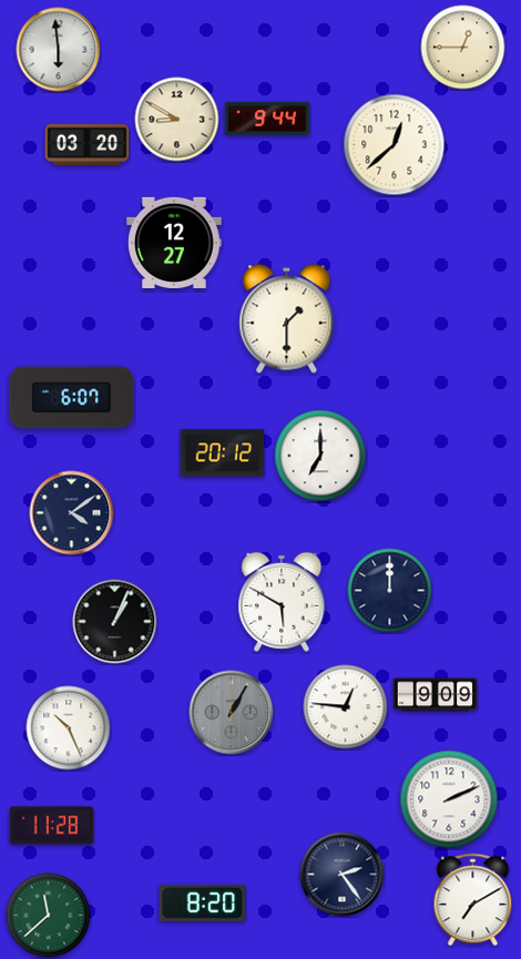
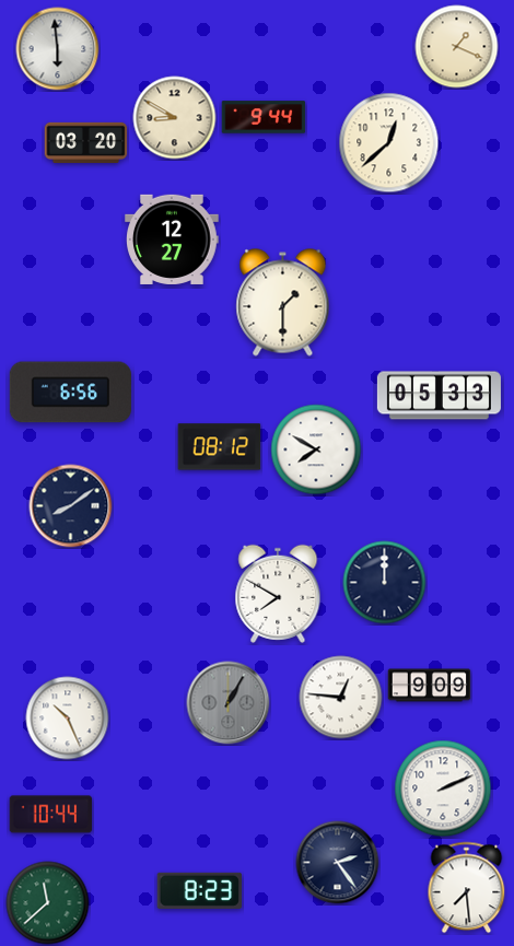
clock at (463, 48): 12:45 -> 1:19
clock at (287, 319) position: (287, 319) -> (283, 303)
clock at (71, 398): 6:07 -> 6:56
clock at (439, 396): none -> 05:33
clock at (223, 453): 20:12 -> 08:12
clock at (320, 456): 7:00 -> 7:50
clock at (72, 513): 4:09 -> 8:09
clock at (282, 602): 5:50 -> 7:50
clock at (115, 622): 1:04 -> none
clock at (52, 826): 11:28 -> 10:44
clock at (473, 900): 7:10 -> 7:29
clock at (202, 902): 8:20 -> 8:23
